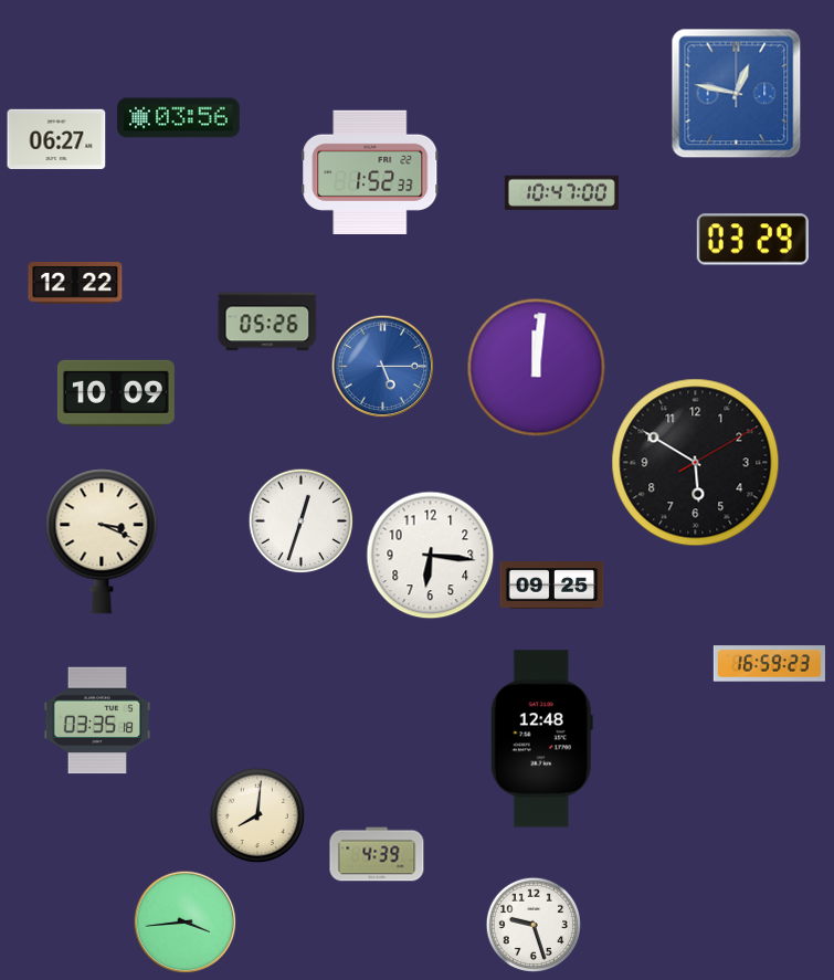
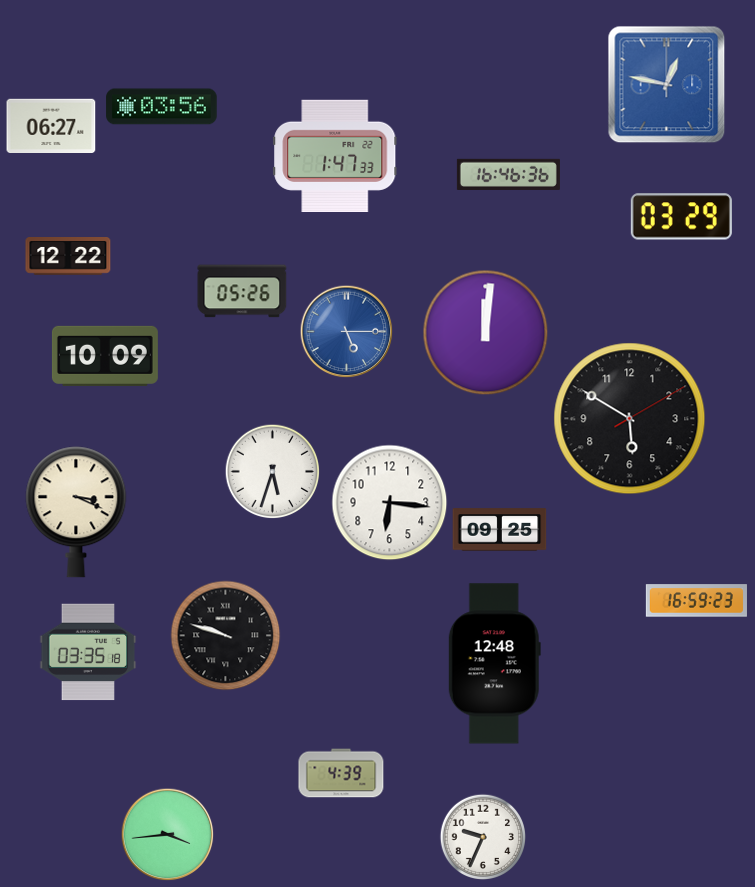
clock at (370, 171): 1:52 -> 1:47
clock at (561, 192): 10:47 -> 16:46
clock at (300, 520): 12:33 -> 5:33
clock at (102, 541) position: (102, 541) -> (76, 512)
clock at (226, 636): none -> 9:48
clock at (541, 739) position: (541, 739) -> (494, 664)
clock at (256, 814): 8:01 -> none
clock at (532, 924): 9:27 -> 9:34
